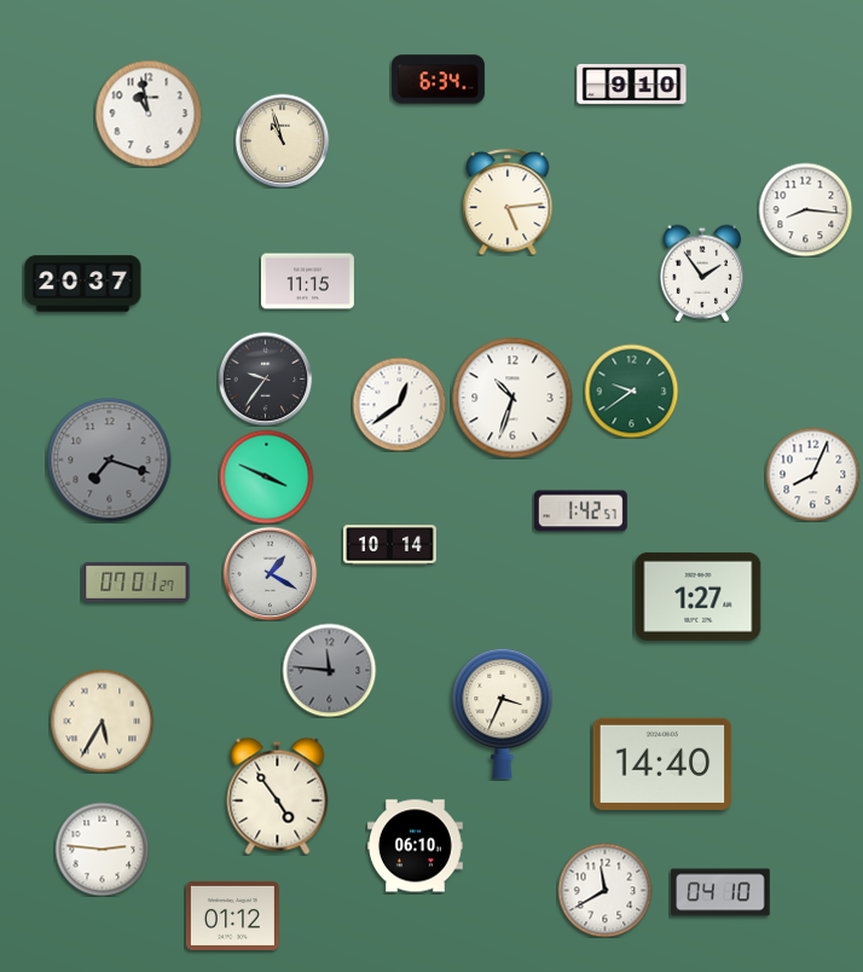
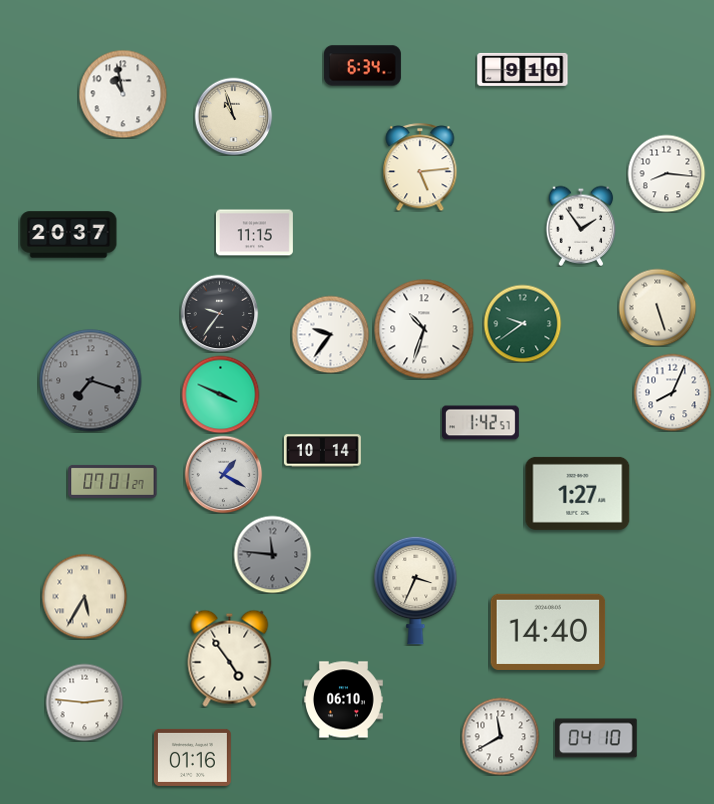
clock at (657, 307): none -> 5:27
clock at (399, 404): 12:39 -> 9:36
clock at (232, 915): 01:12 -> 01:16
